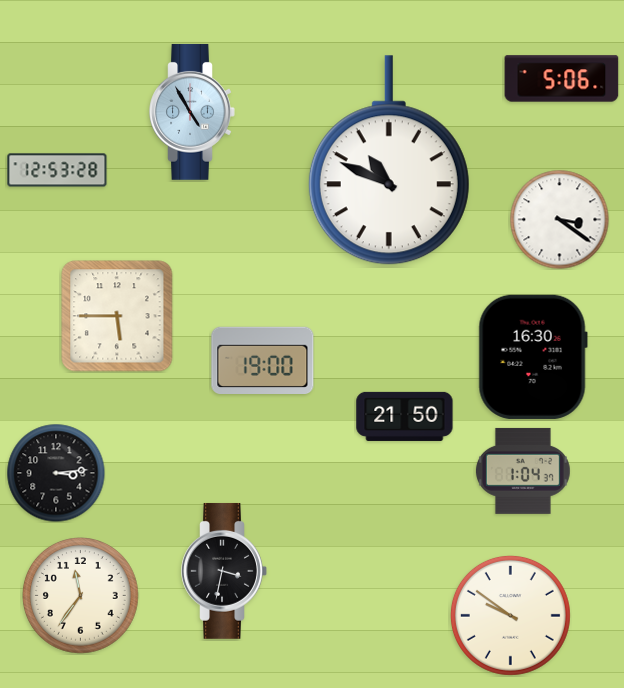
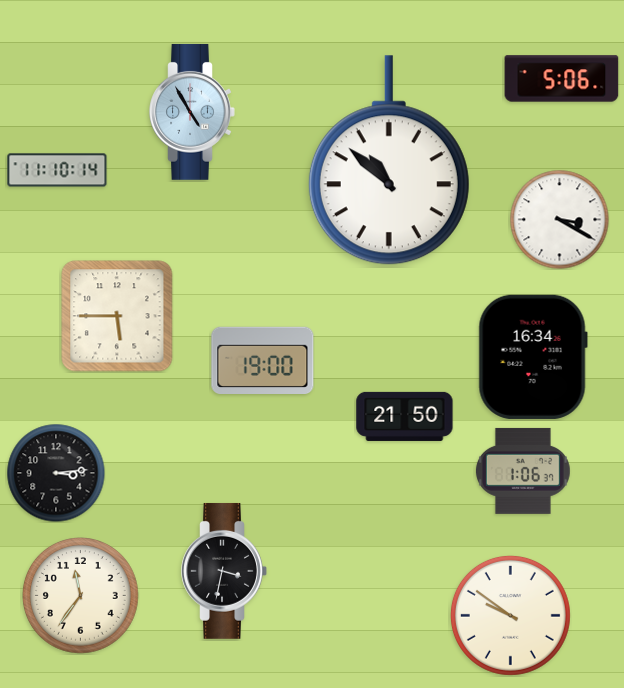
clock at (389, 160): 10:49 -> 10:52
clock at (57, 170): 12:53 -> 11:10
clock at (560, 220): 3:21 -> 3:20
clock at (533, 357): 16:30 -> 16:34
clock at (523, 471): 1:04 -> 1:06
